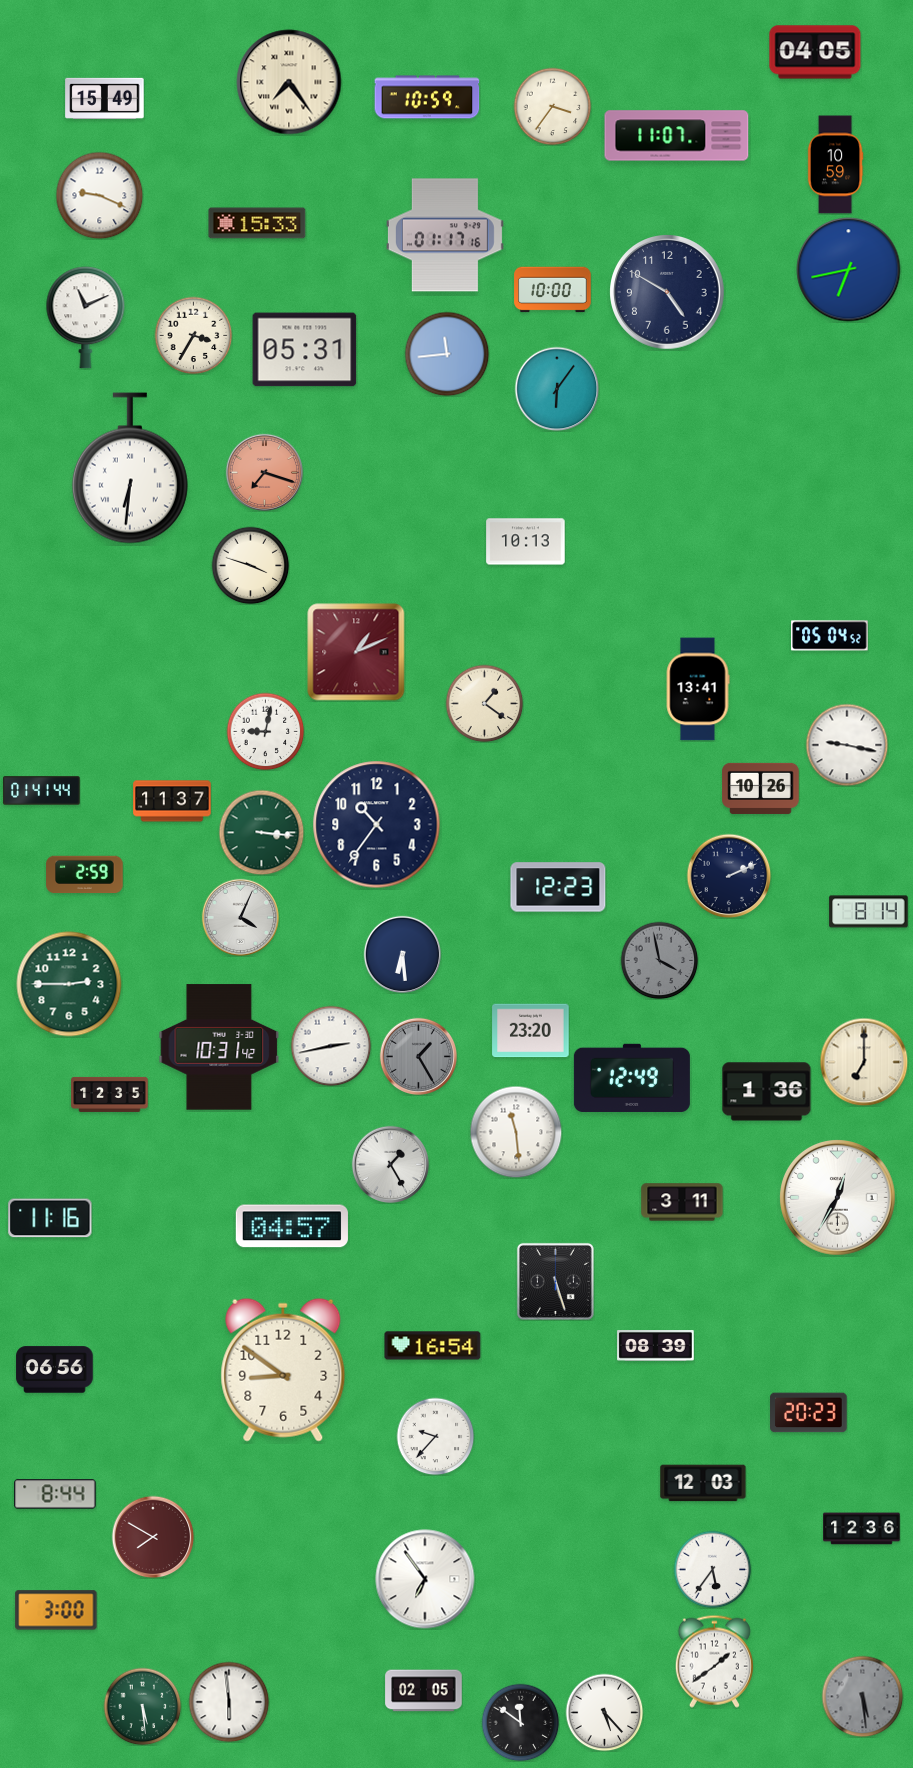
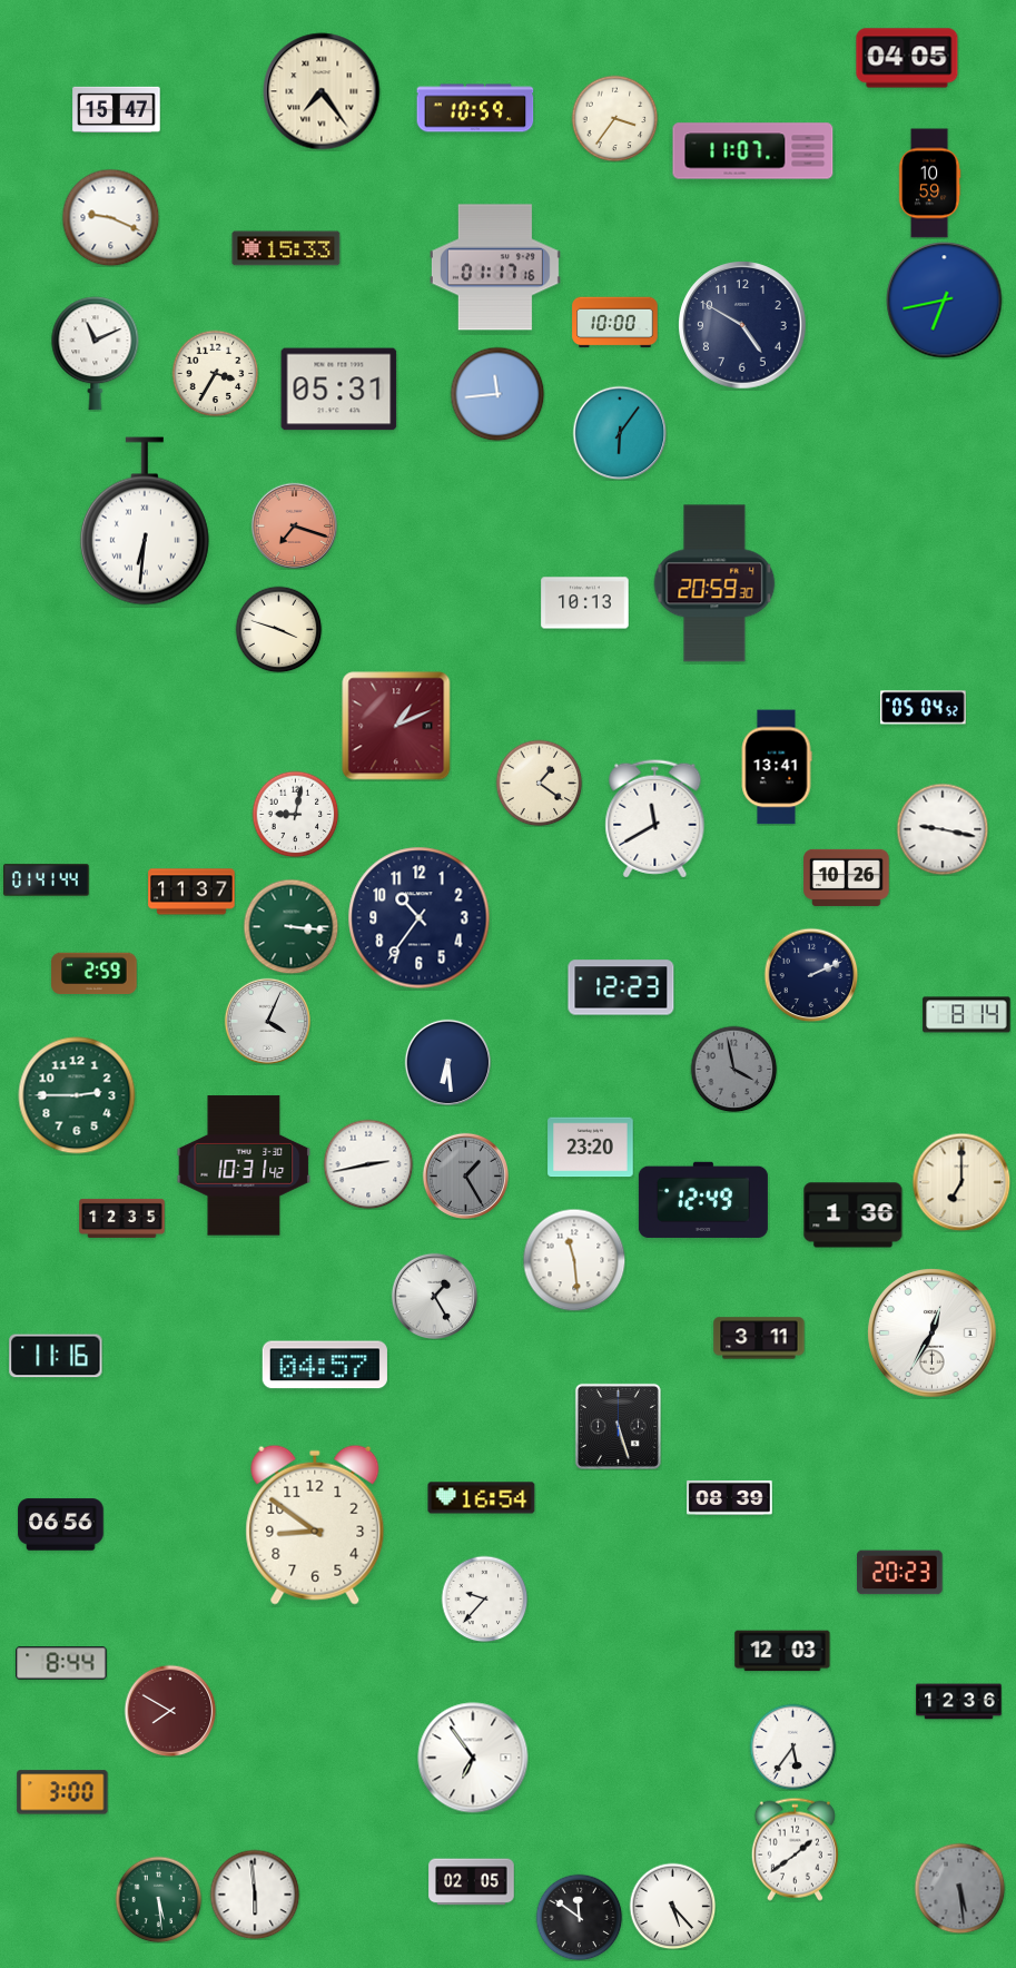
clock at (105, 98): 15:49 -> 15:47
clock at (445, 235) position: (445, 235) -> (495, 267)
clock at (714, 583): none -> 20:59
clock at (655, 819): none -> 11:40
